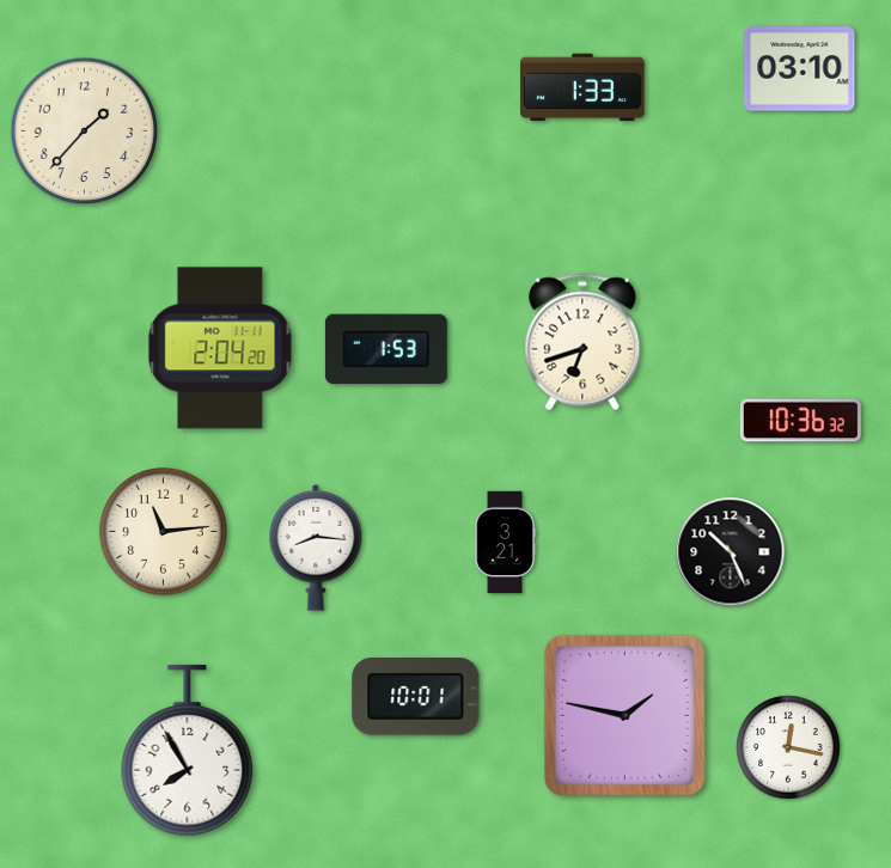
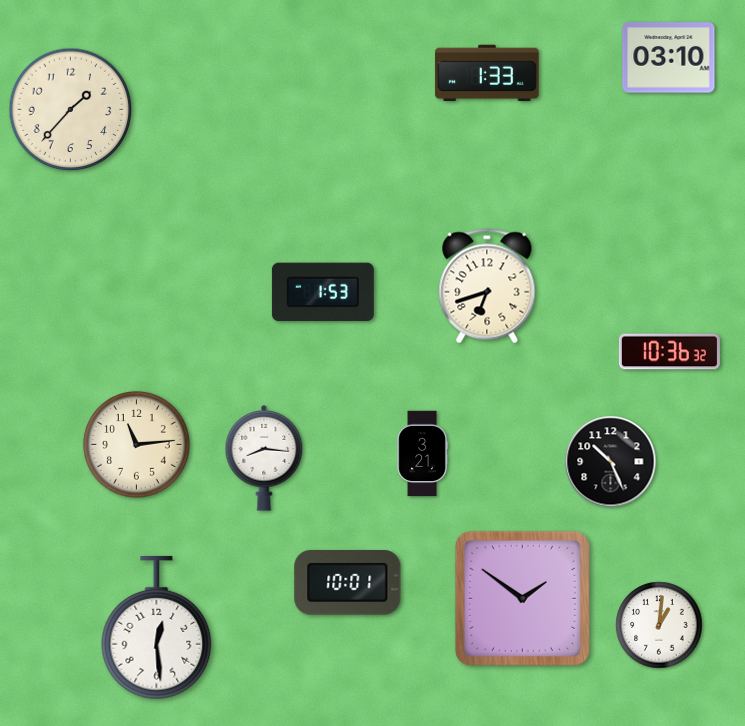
clock at (220, 348): 2:04 -> none
clock at (624, 715): 1:47 -> 1:51
clock at (788, 747): 12:17 -> 1:01
clock at (188, 751): 7:55 -> 12:29
